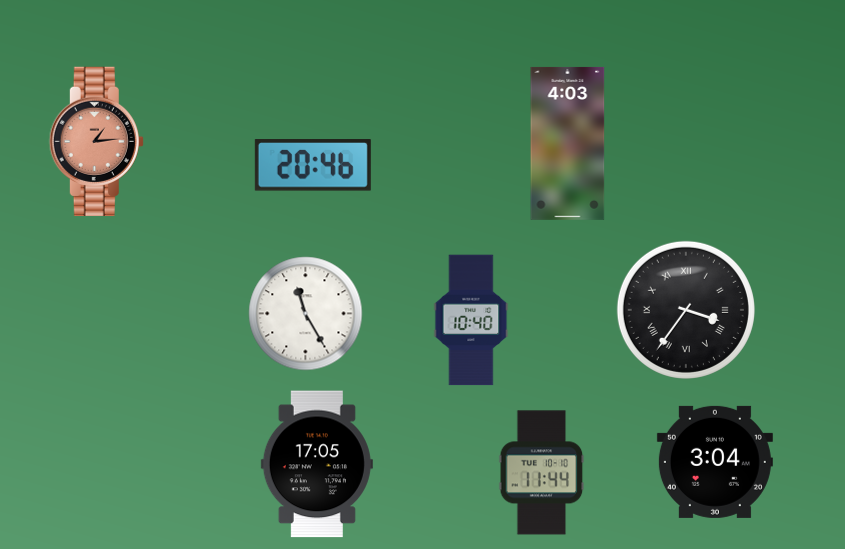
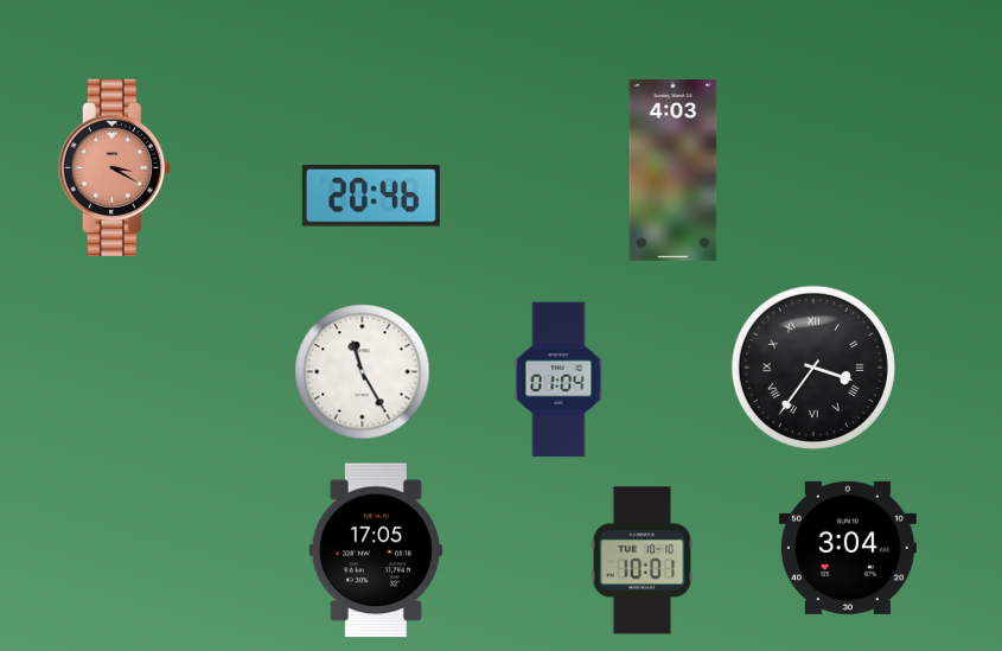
clock at (96, 141): 1:14 -> 3:20
clock at (471, 320): 10:40 -> 01:04
clock at (542, 473): 11:44 -> 10:01
